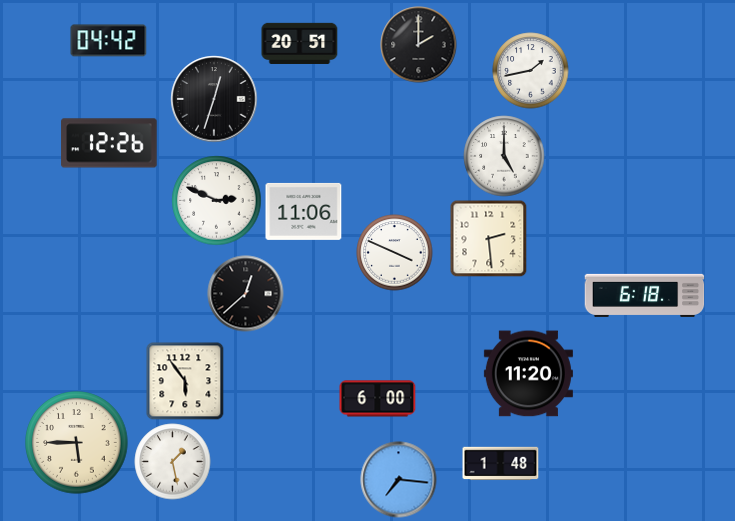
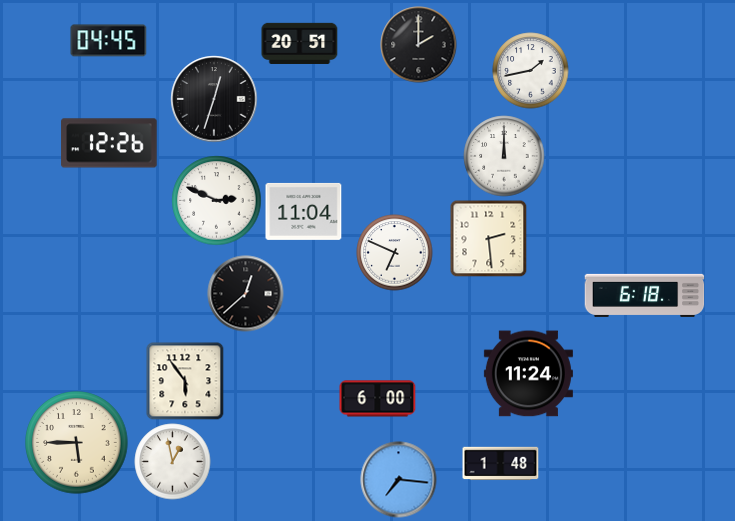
clock at (109, 41): 04:42 -> 04:45
clock at (504, 156): 5:00 -> 12:00
clock at (304, 211): 11:06 -> 11:04
clock at (395, 253): 3:49 -> 6:49
clock at (528, 374): 11:20 -> 11:24
clock at (173, 462): 1:28 -> 12:58
